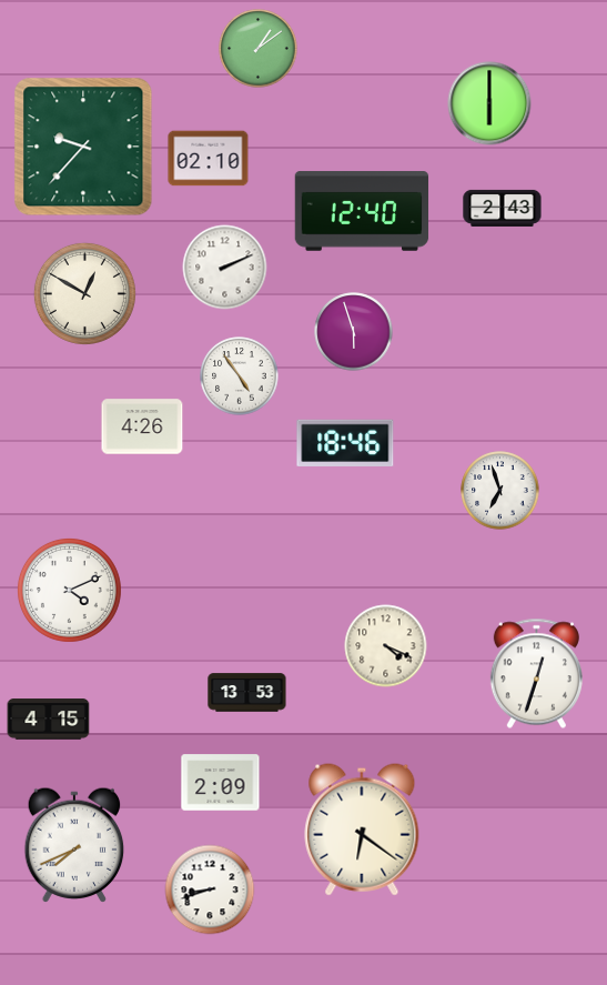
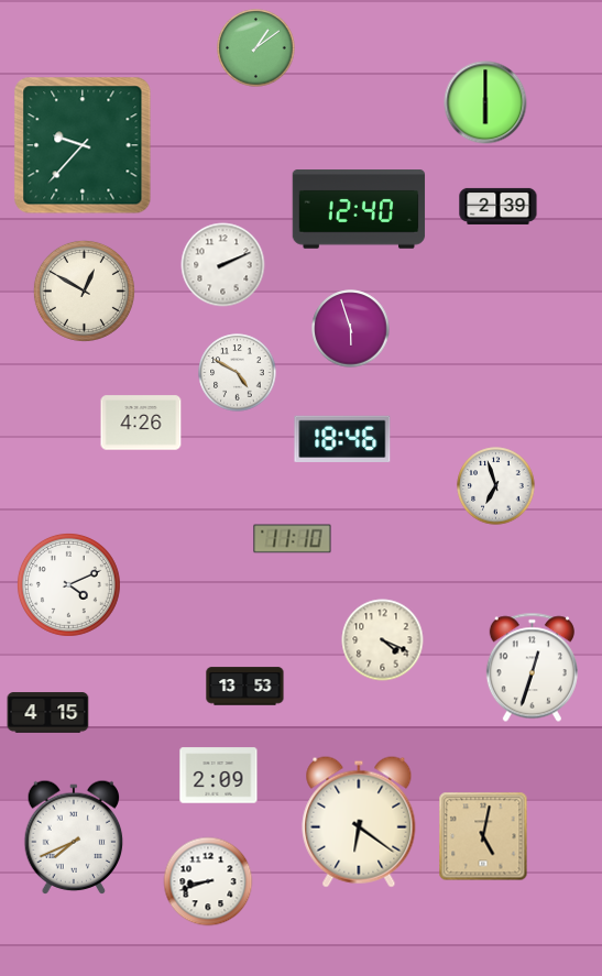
clock at (209, 159): 02:10 -> none
clock at (503, 208): 2:43 -> 2:39
clock at (240, 376): 4:54 -> 4:50
clock at (293, 539): none -> 11:10
clock at (483, 836): none -> 5:02
